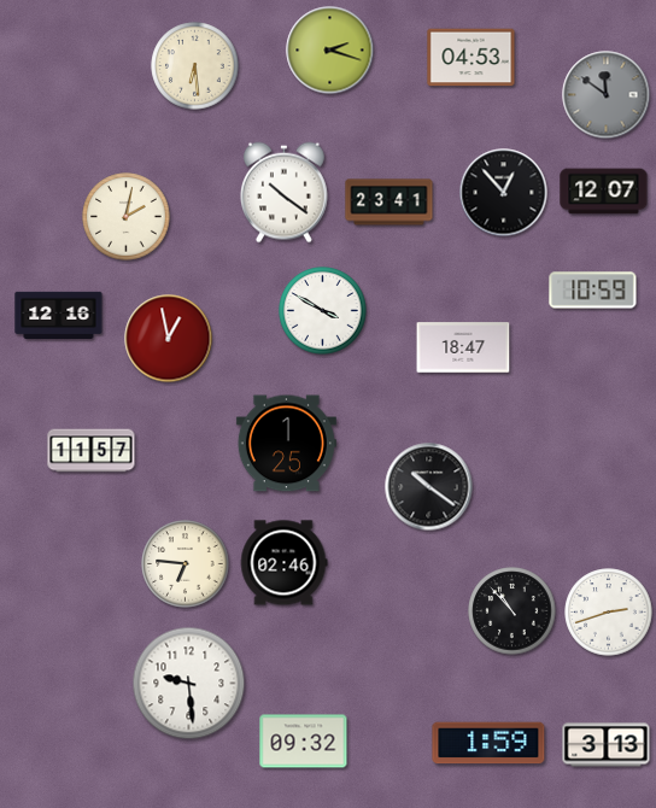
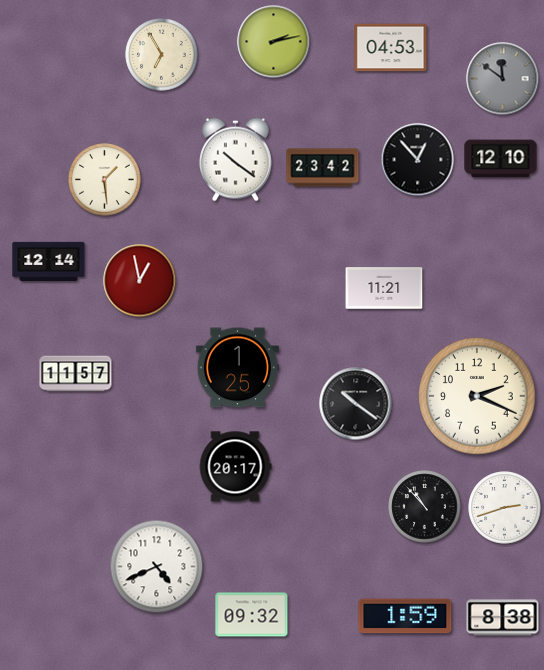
clock at (330, 51): 2:18 -> 2:13
clock at (195, 66): 6:29 -> 6:55
clock at (604, 192): 12:07 -> 12:10
clock at (389, 203): 23:41 -> 23:42
clock at (127, 217): 2:02 -> 1:29
clock at (593, 291): 10:59 -> none
clock at (323, 311): 3:50 -> none
clock at (59, 315): 12:16 -> 12:14
clock at (463, 347): 18:47 -> 11:21
clock at (477, 396): none -> 2:19
clock at (283, 563): 02:46 -> 20:17
clock at (186, 564): 6:46 -> none
clock at (189, 684): 9:29 -> 4:41
clock at (607, 745): 3:13 -> 8:38
